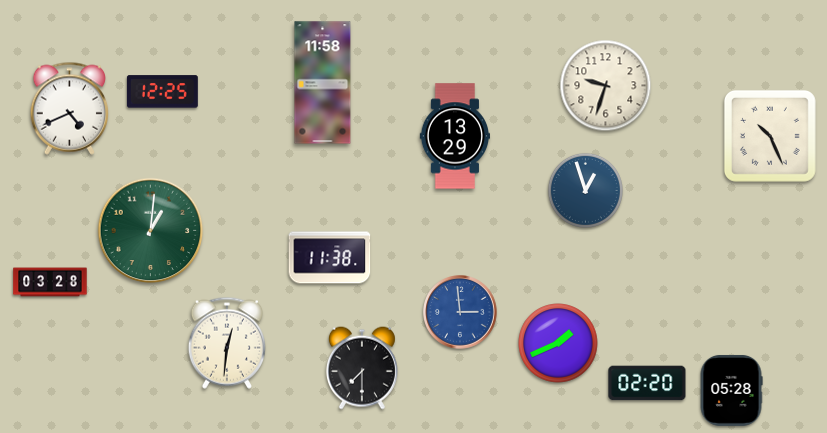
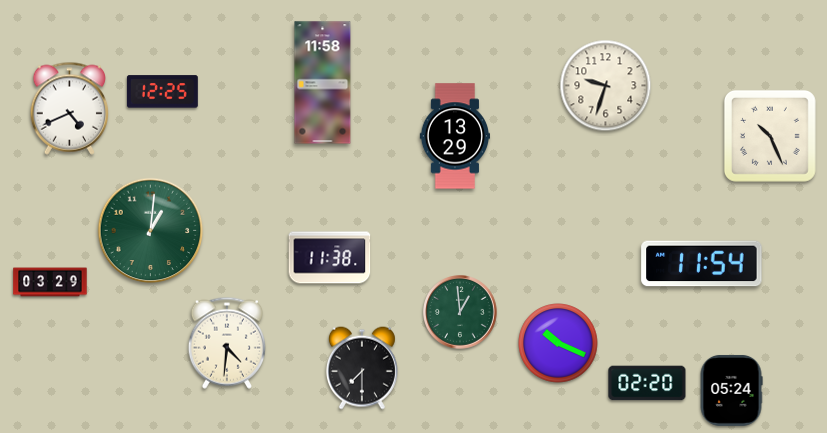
clock at (585, 190): 12:57 -> none
clock at (702, 264): none -> 11:54
clock at (50, 282): 03:28 -> 03:29
clock at (460, 312): 2:59 -> 12:59
clock at (460, 312) dial: blue -> green
clock at (227, 343): 12:31 -> 4:31
clock at (558, 343): 1:41 -> 10:19
clock at (731, 390): 05:28 -> 05:24
